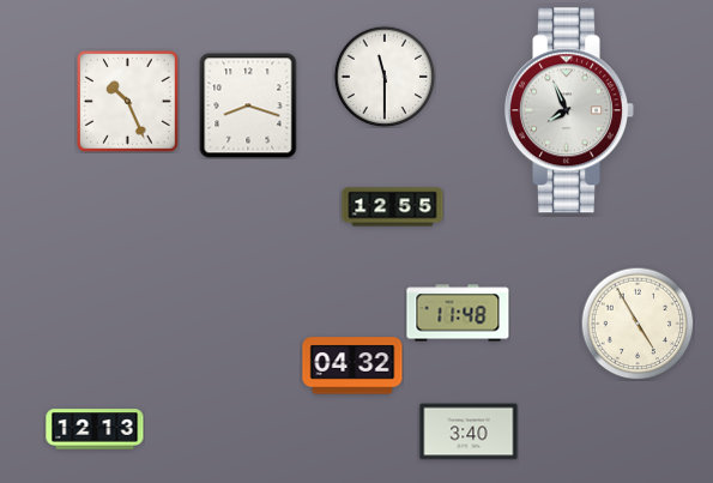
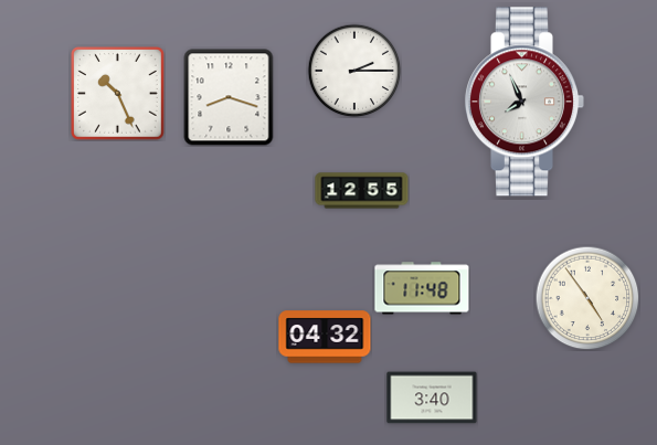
clock at (385, 77): 11:30 -> 2:15
clock at (638, 324): 4:55 -> 4:54
clock at (95, 429): 12:13 -> none
